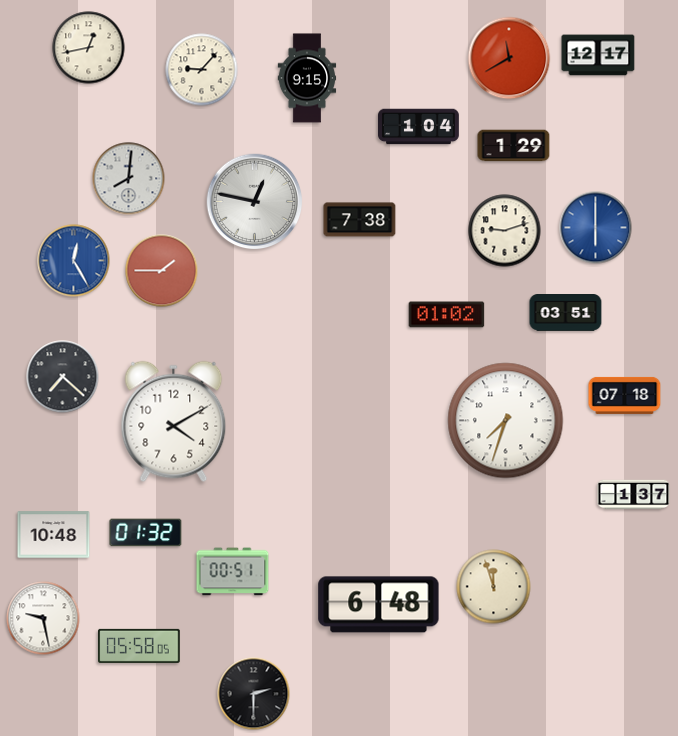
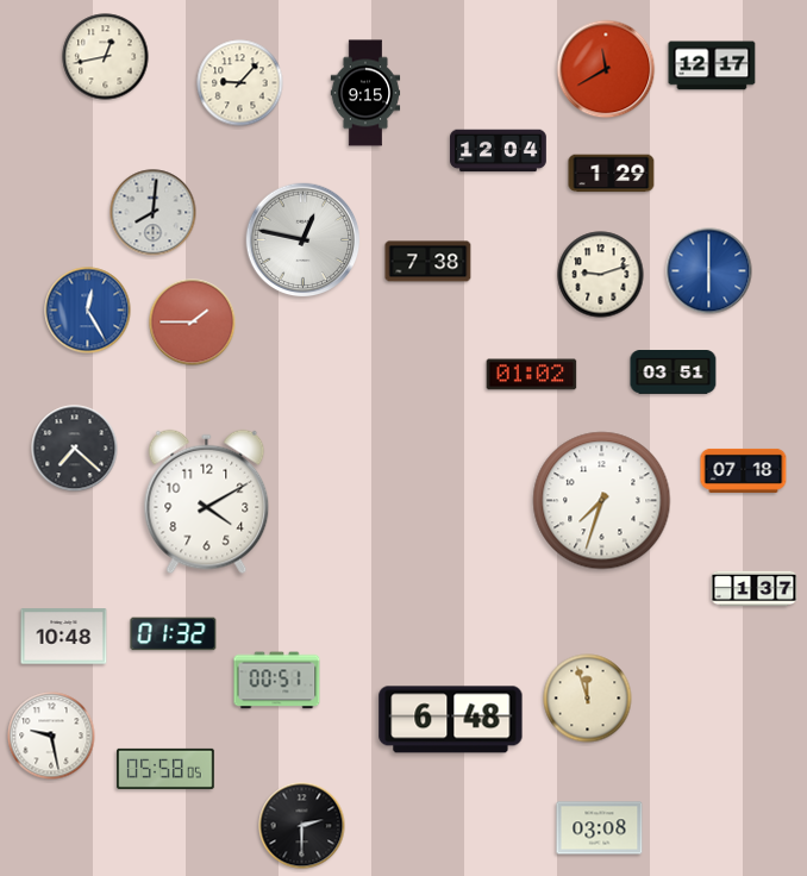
clock at (419, 127): 1:04 -> 12:04
clock at (600, 828): none -> 03:08
